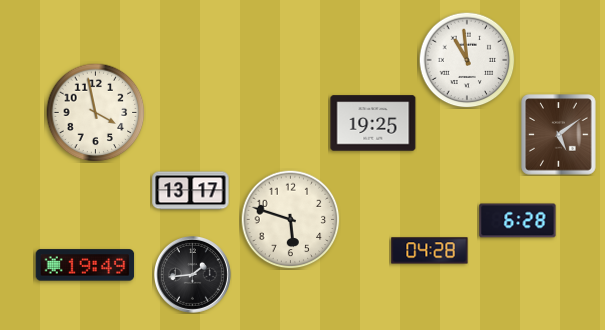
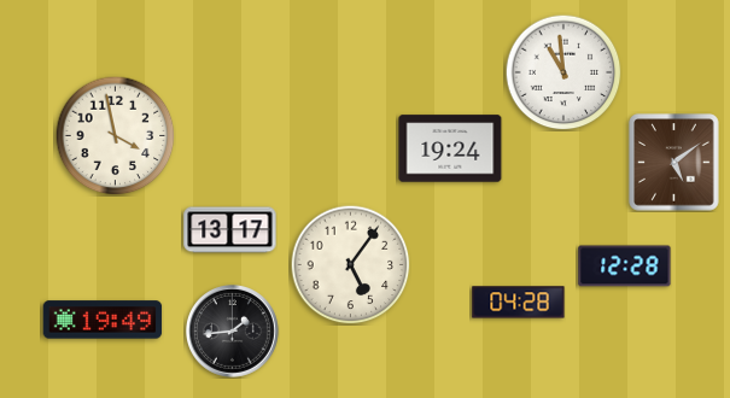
clock at (373, 123): 19:25 -> 19:24
clock at (291, 220): 5:48 -> 5:06
clock at (518, 221): 6:28 -> 12:28
